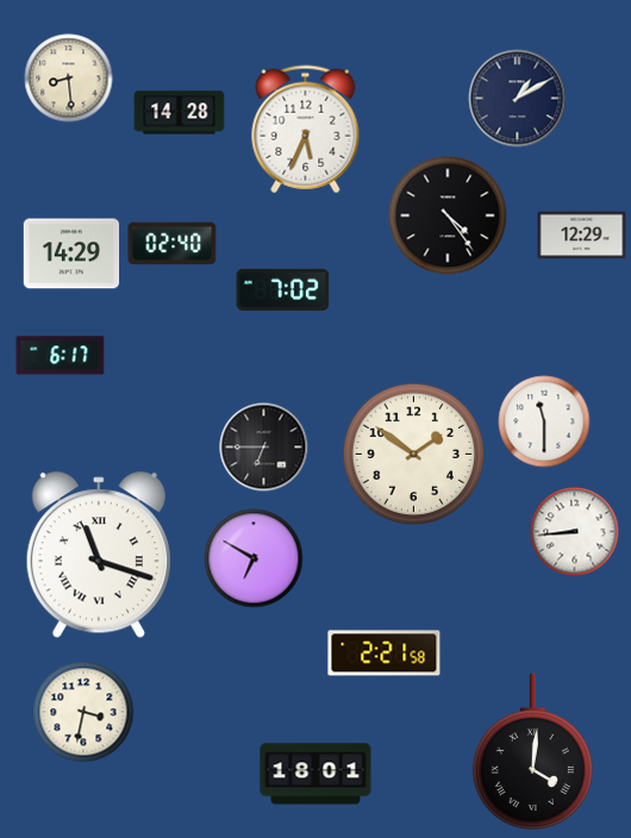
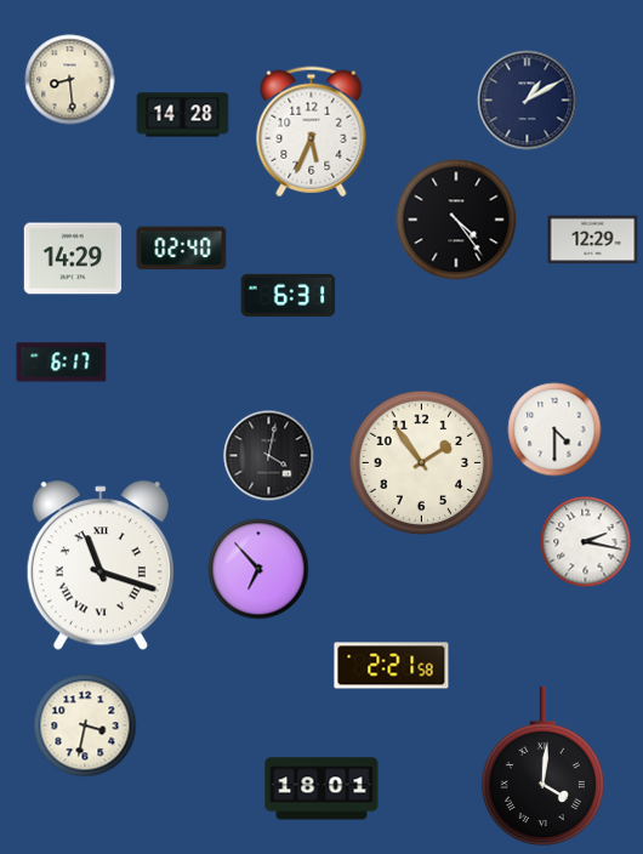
clock at (173, 244) position: (173, 244) -> (182, 249)
clock at (283, 289): 7:02 -> 6:31
clock at (544, 421): 11:30 -> 4:30
clock at (264, 448): 6:45 -> 4:02
clock at (414, 455): 1:51 -> 1:54
clock at (575, 532): 8:44 -> 2:17
clock at (254, 558): 6:50 -> 6:53
